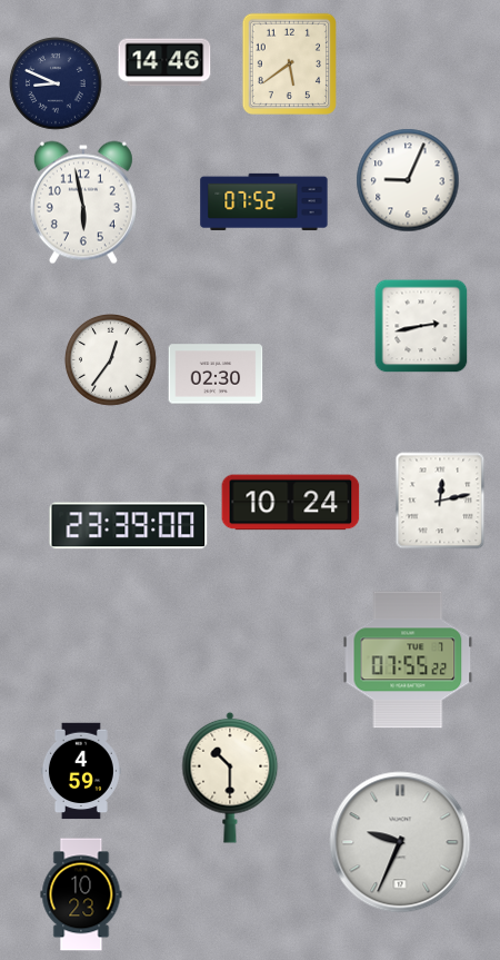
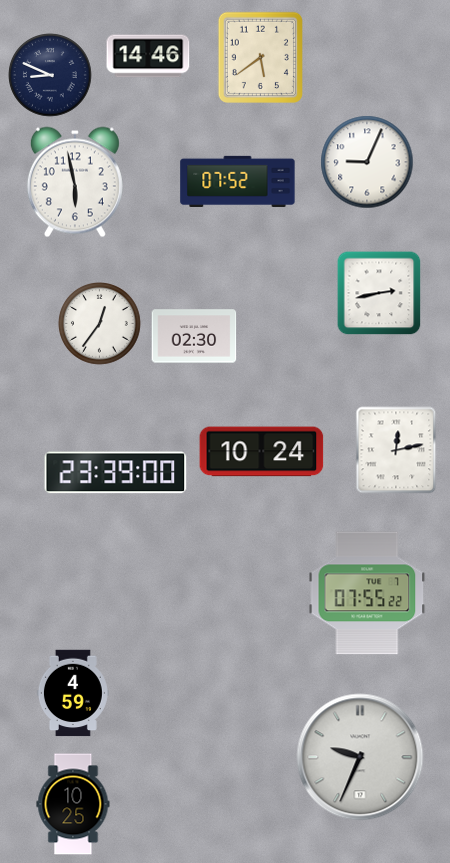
clock at (230, 778): 10:30 -> none
clock at (81, 894): 10:23 -> 10:25
